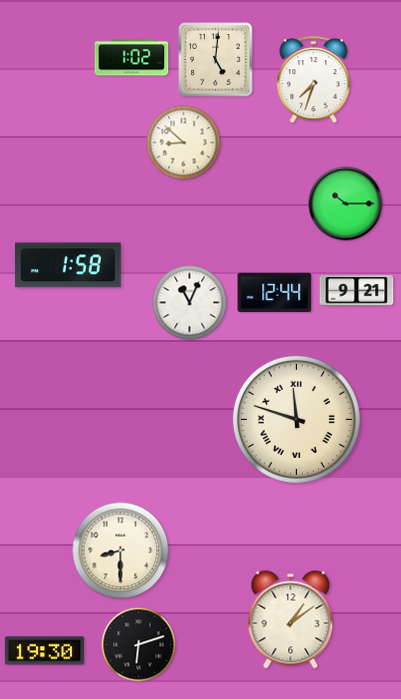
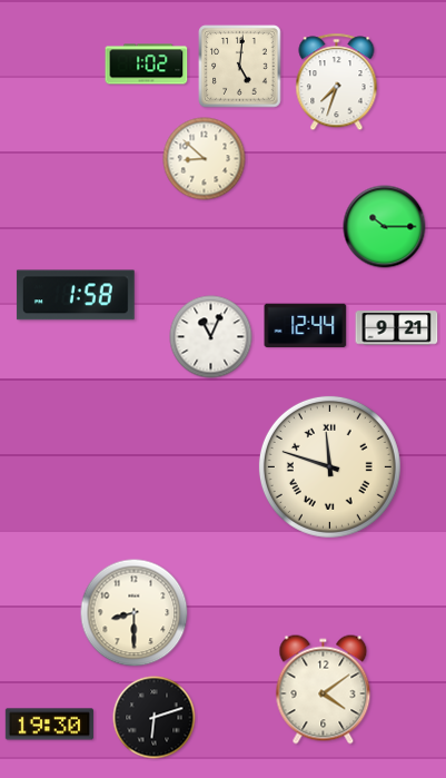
clock at (314, 80) position: (314, 80) -> (337, 82)
clock at (357, 291) position: (357, 291) -> (397, 328)
clock at (291, 620): 1:09 -> 4:09
